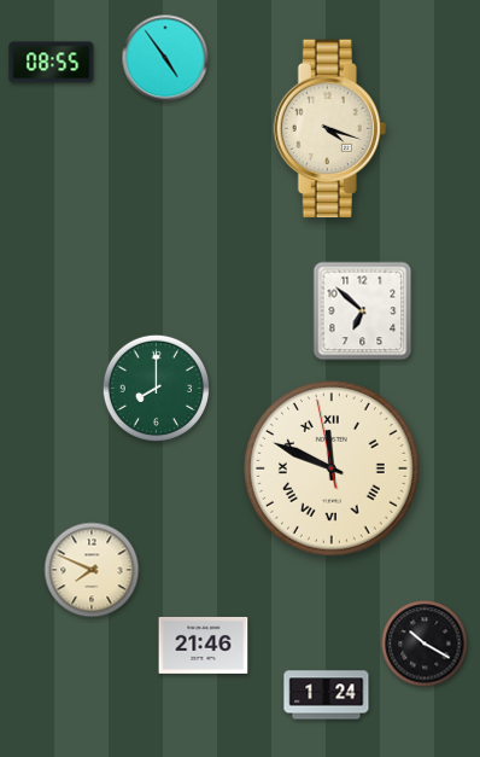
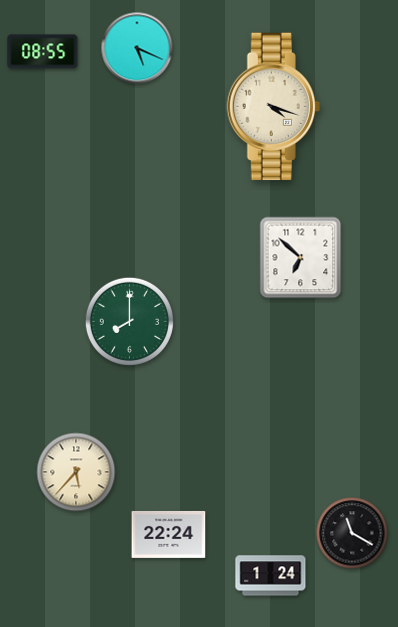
clock at (165, 58): 4:54 -> 5:19
clock at (332, 468): 11:48 -> none
clock at (92, 570): 7:49 -> 5:37
clock at (425, 644): 10:20 -> 11:20
clock at (204, 645): 21:46 -> 22:24
